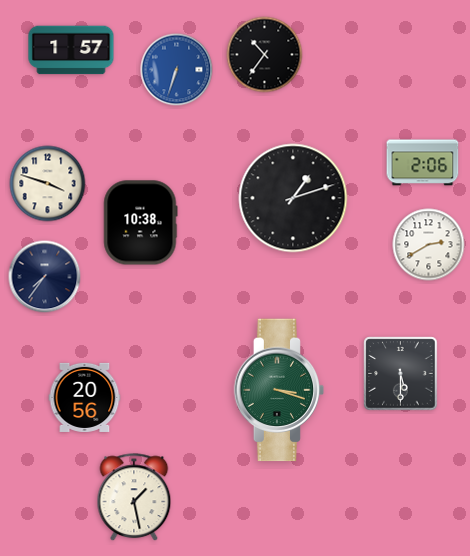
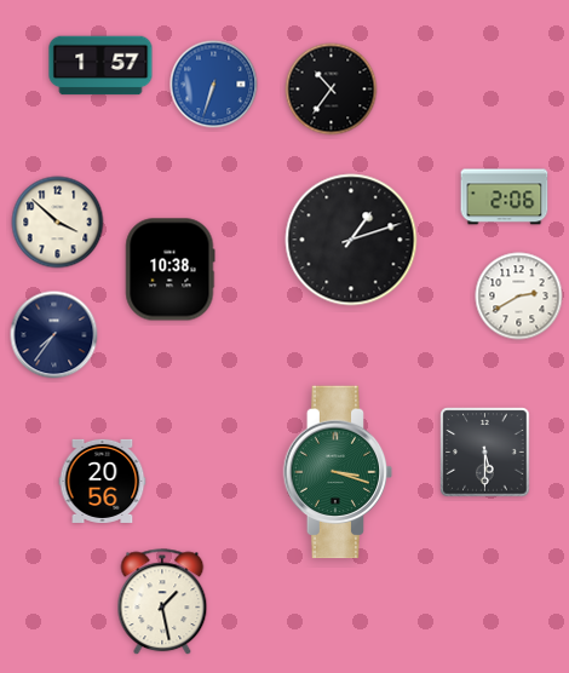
clock at (71, 50) position: (71, 50) -> (100, 65)
clock at (265, 55) position: (265, 55) -> (332, 90)
clock at (423, 163) position: (423, 163) -> (505, 197)
clock at (48, 184): 3:48 -> 3:52
clock at (293, 198) position: (293, 198) -> (351, 240)
